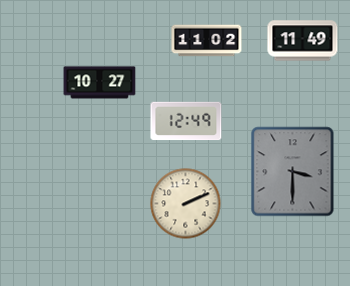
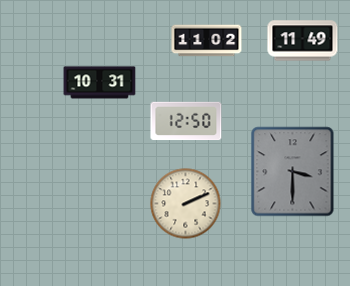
clock at (100, 83): 10:27 -> 10:31
clock at (186, 121): 12:49 -> 12:50
